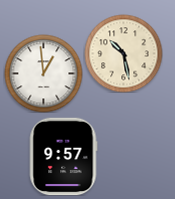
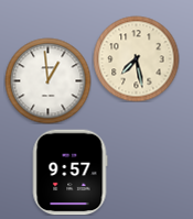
clock at (123, 53): 10:28 -> 7:28
